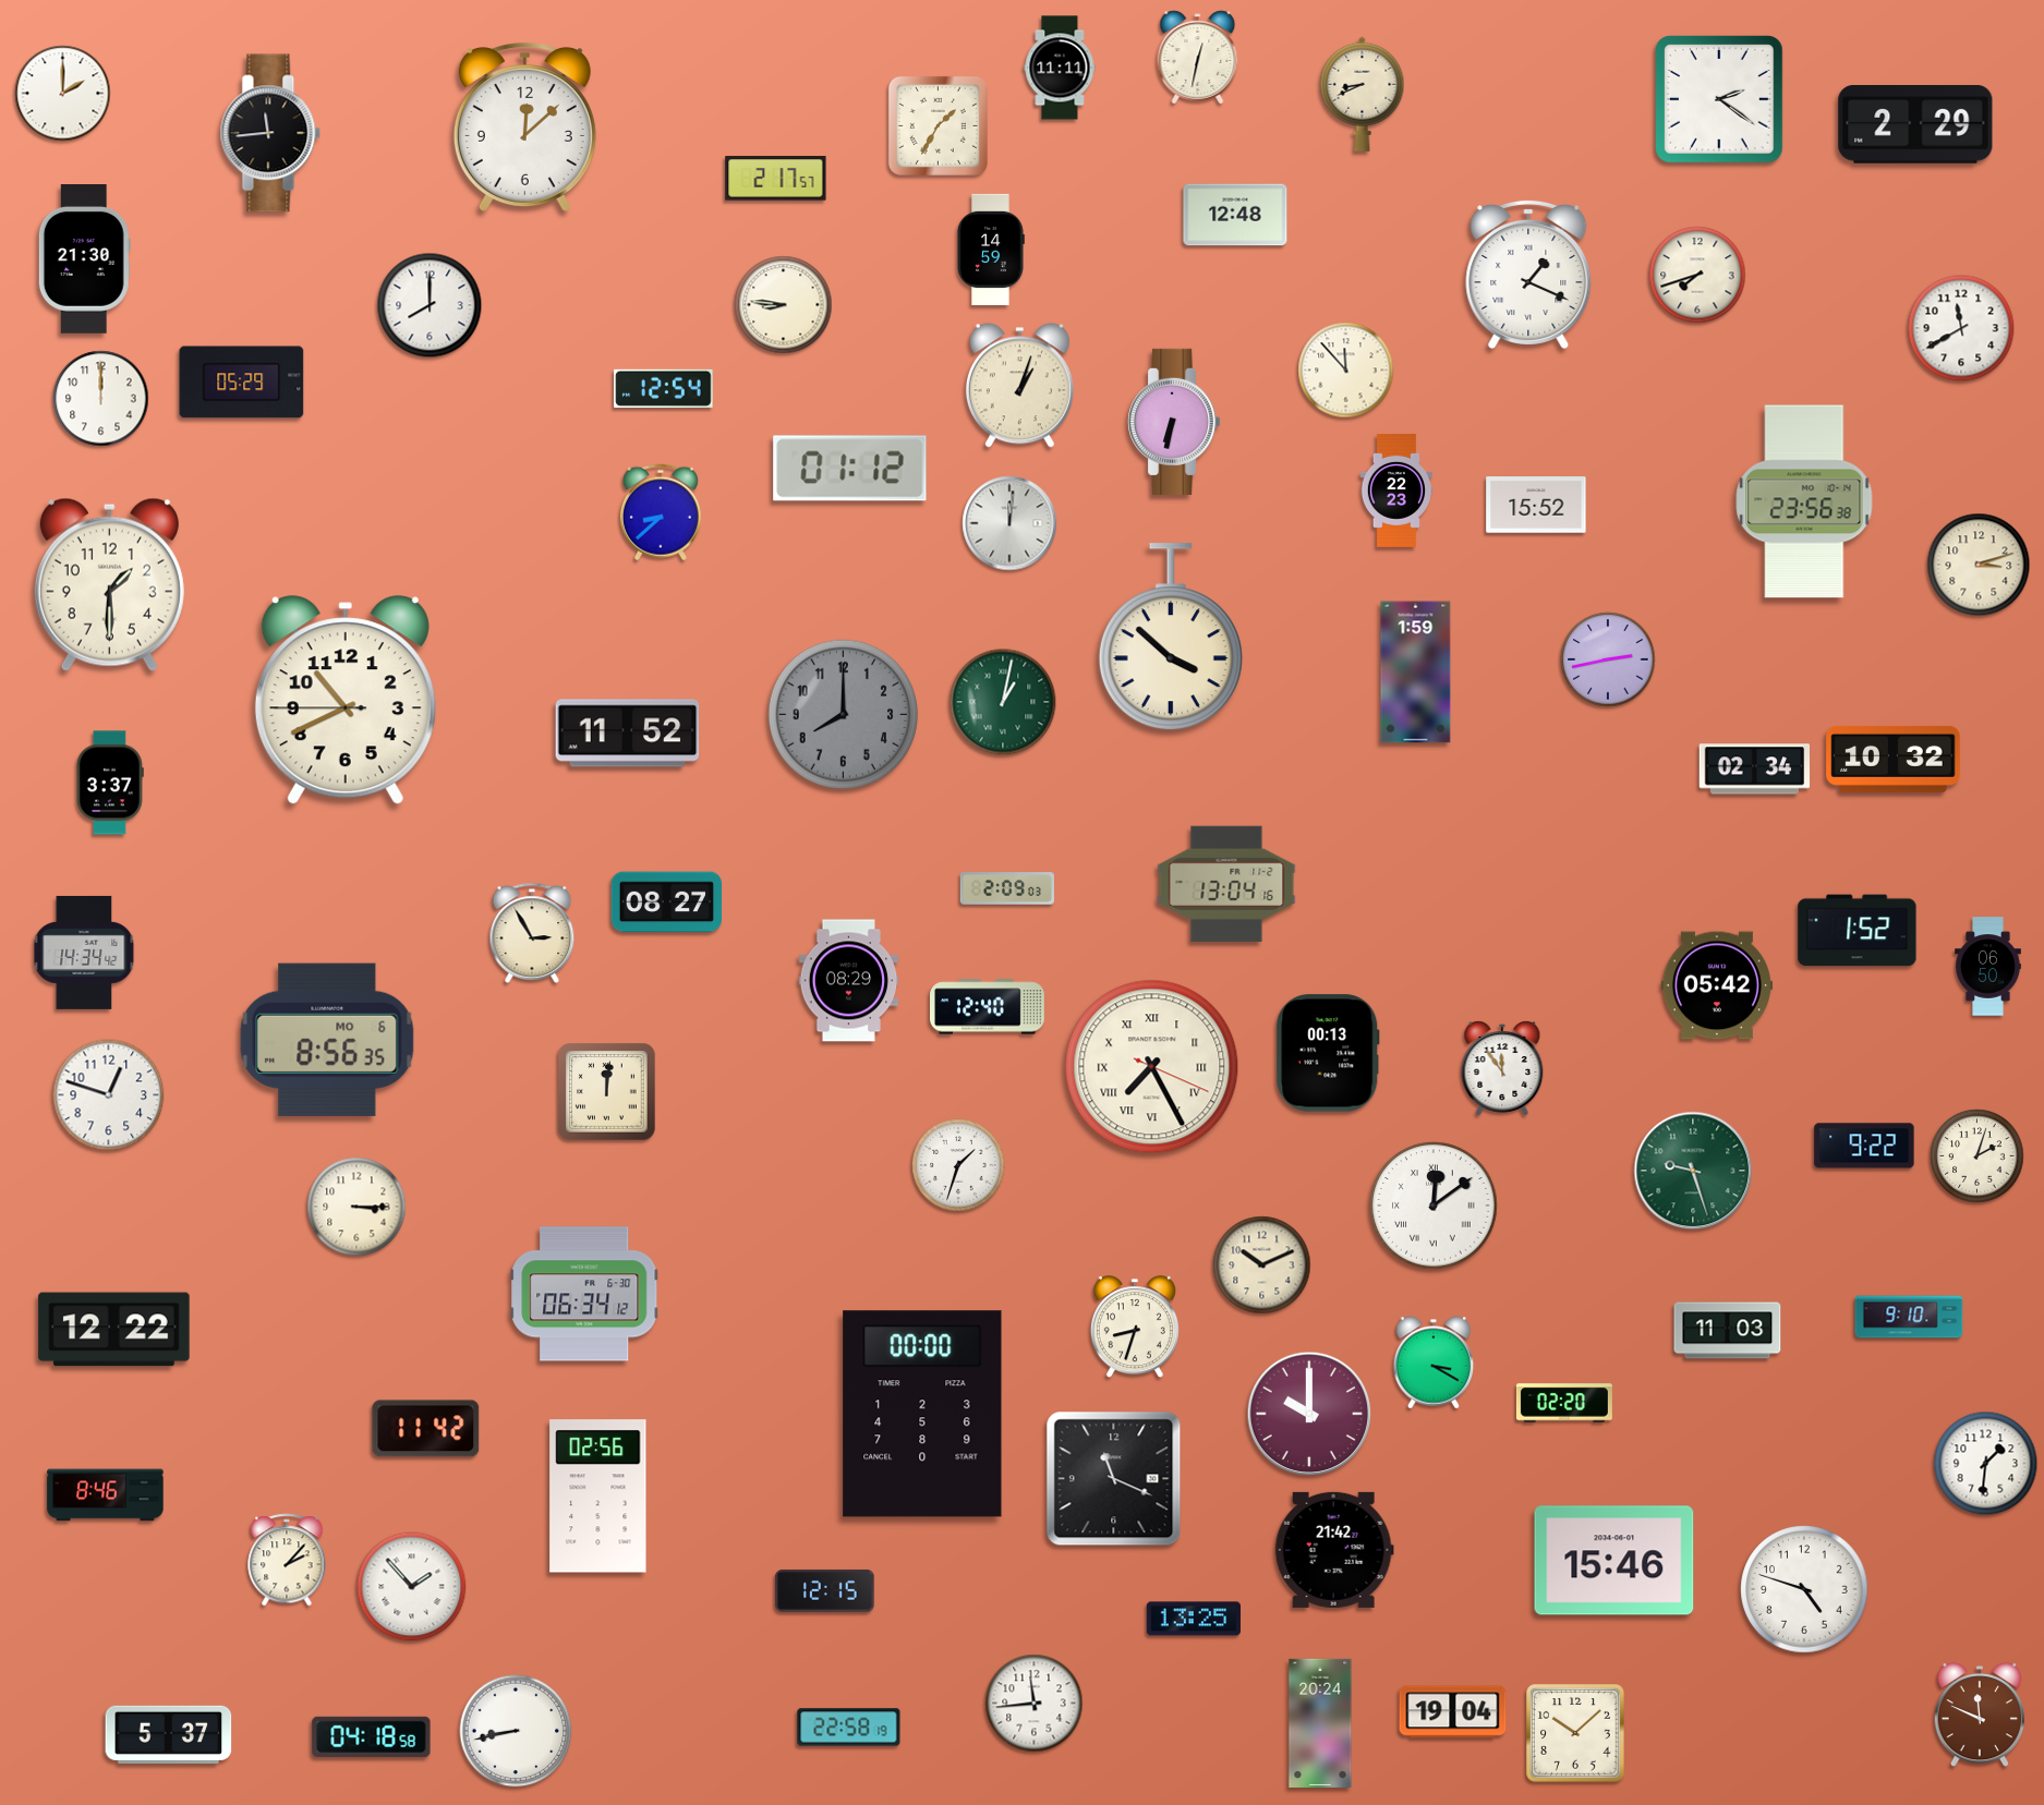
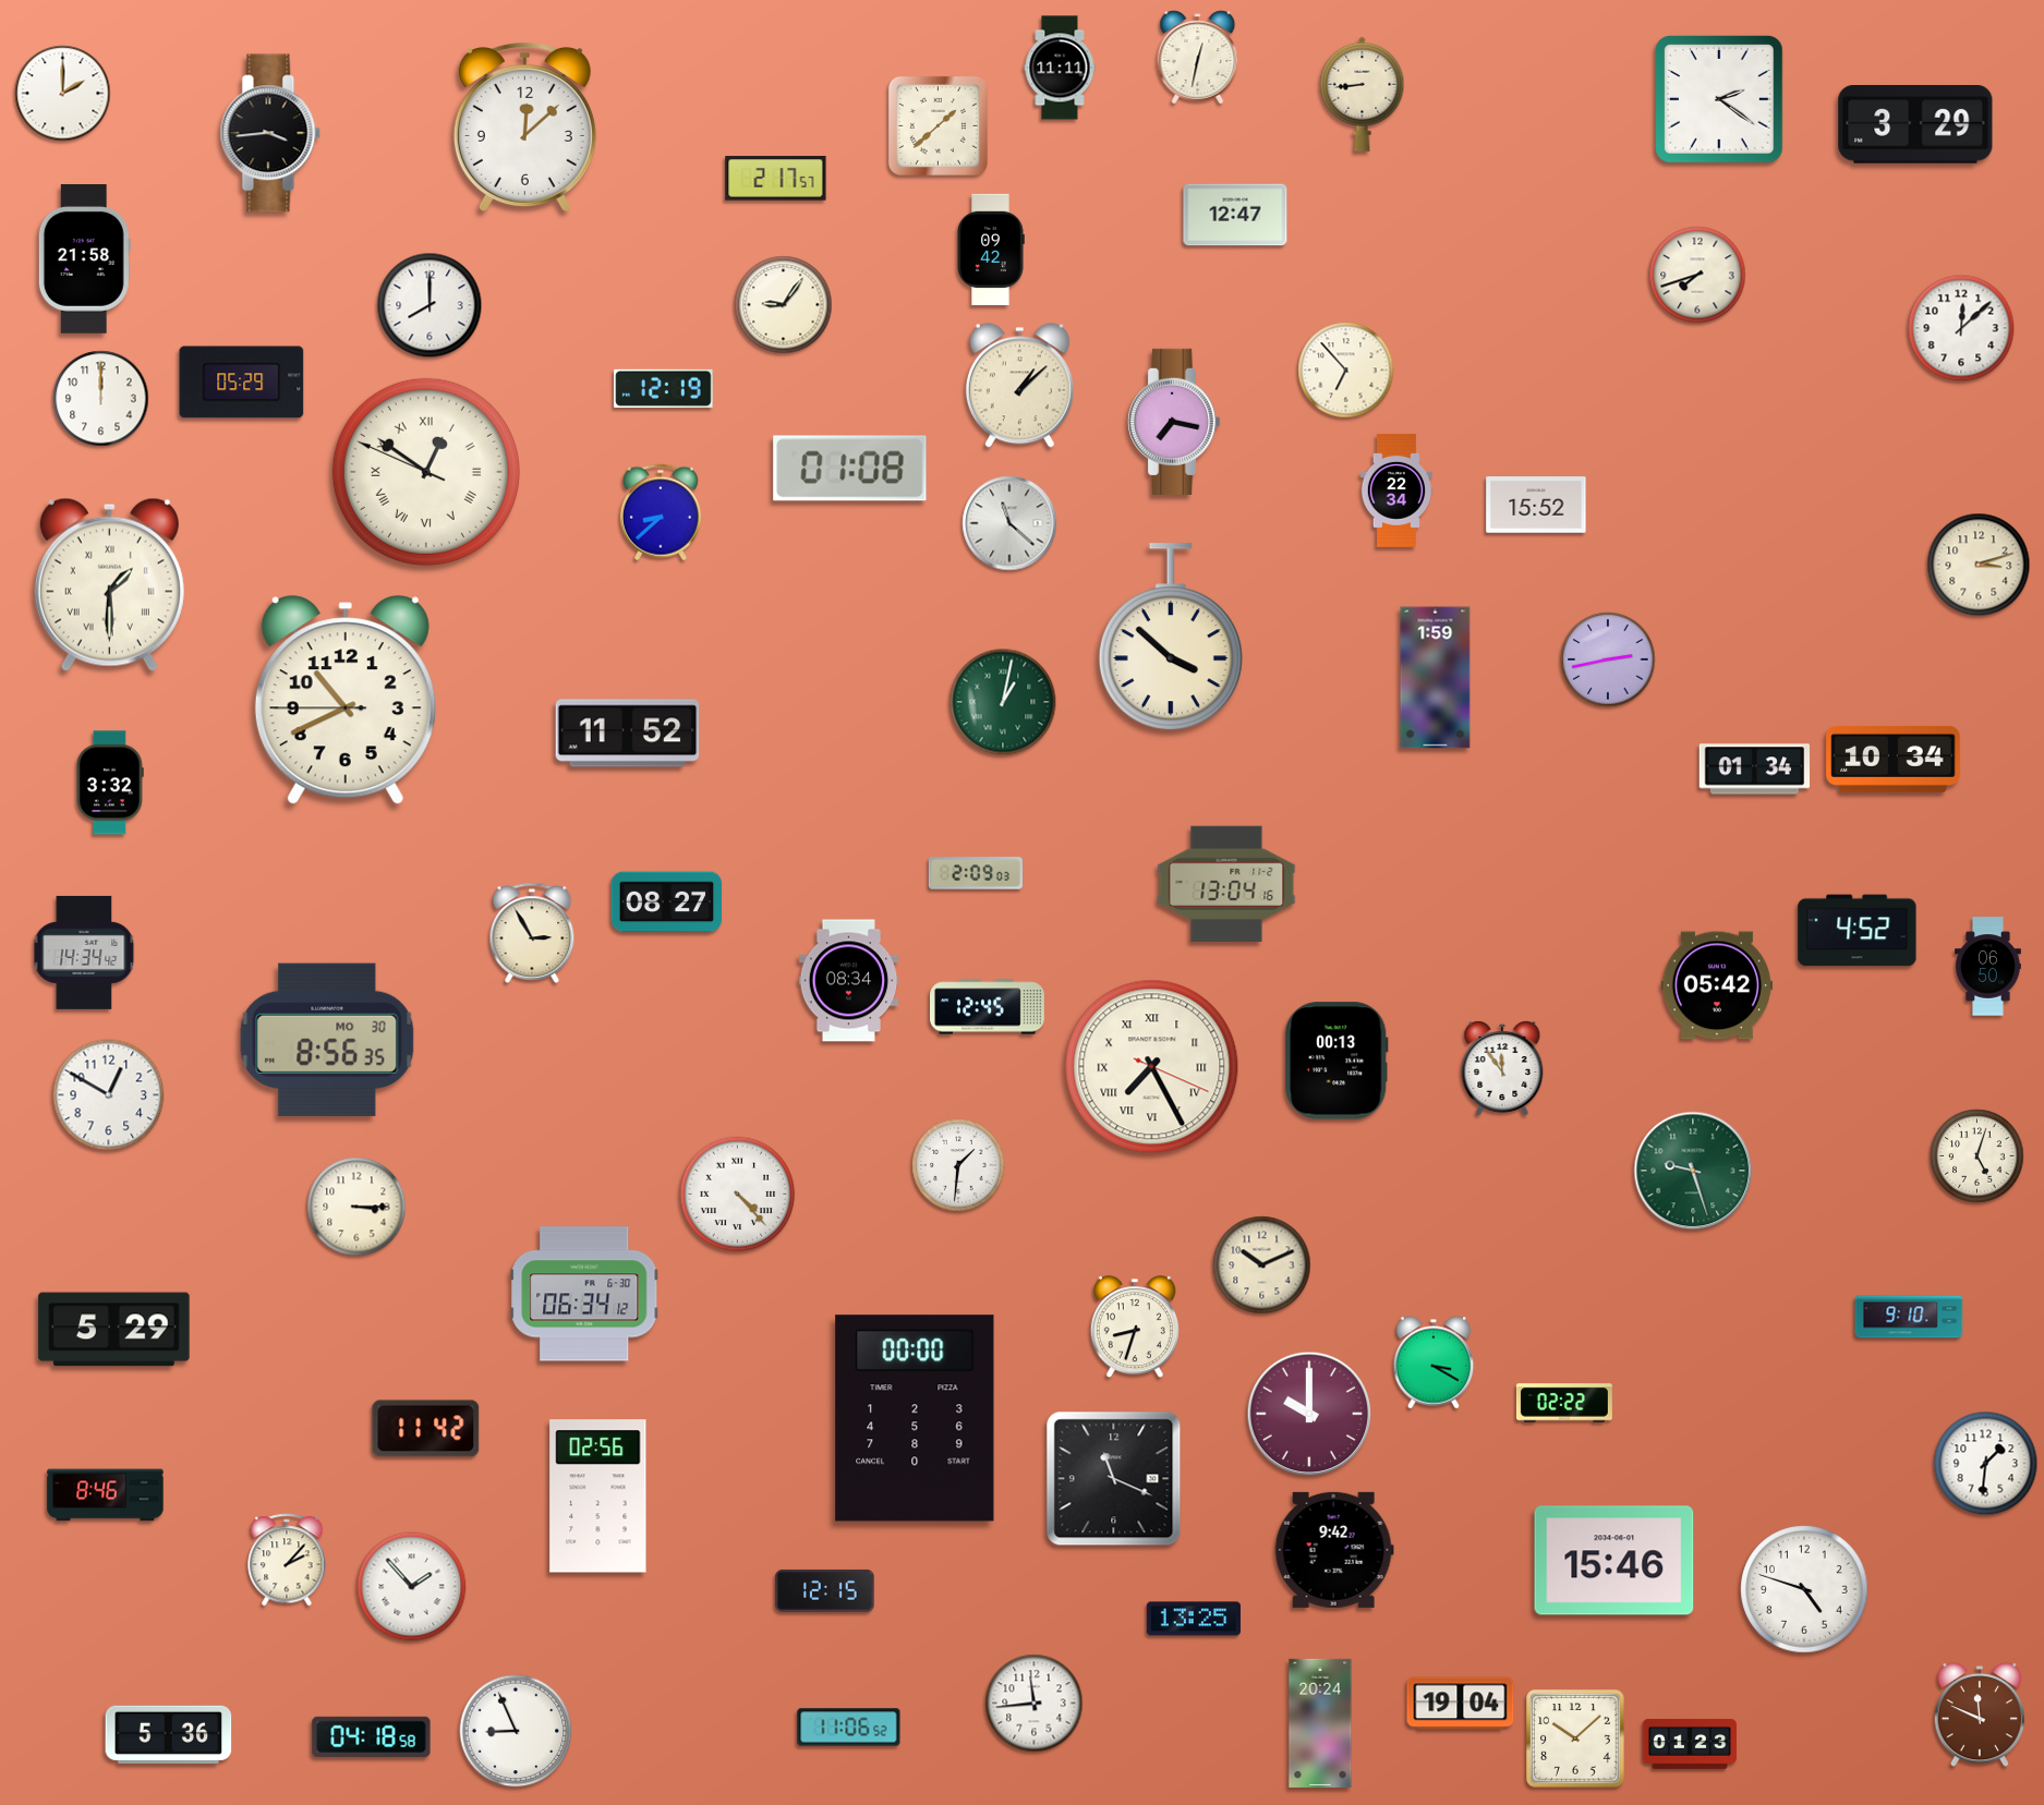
clock at (1363, 94): 8:41 -> 8:44
clock at (938, 125): 1:35 -> 1:38
clock at (1915, 125): 2:29 -> 3:29
clock at (270, 133): 11:44 -> 3:44
clock at (1235, 215): 12:48 -> 12:47
clock at (991, 250): 14:59 -> 09:42
clock at (84, 259): 21:30 -> 21:58
clock at (1528, 274): 1:19 -> none
clock at (784, 305): 8:46 -> 9:06
clock at (1961, 328): 11:40 -> 12:08
clock at (1346, 371): 11:53 -> 6:53
clock at (1019, 386): 1:03 -> 1:08
clock at (664, 388): 12:54 -> 12:19
clock at (1175, 422): 6:32 -> 7:17
clock at (850, 469): 01:12 -> 01:08
clock at (426, 472): none -> 12:50
clock at (1396, 490): 22:23 -> 22:34
clock at (1804, 501): 23:56 -> none
clock at (1009, 523): 12:01 -> 11:22
clock at (109, 584) numerals: Arabic -> Roman
clock at (1416, 673) position: (1416, 673) -> (1436, 678)
clock at (843, 714): 8:00 -> none
clock at (1894, 759): 10:32 -> 10:34
clock at (1754, 770): 02:34 -> 01:34
clock at (111, 783): 3:37 -> 3:32
clock at (1007, 888) position: (1007, 888) -> (976, 873)
clock at (1858, 931): 1:52 -> 4:52
clock at (849, 981): 08:29 -> 08:34
clock at (988, 1007): 12:40 -> 12:45
clock at (327, 1040) date: MO 6 -> MO 30
clock at (1329, 1053) position: (1329, 1053) -> (1338, 1061)
clock at (607, 1092): 12:01 -> none
clock at (109, 1095): 12:48 -> 12:50
clock at (1864, 1146): 9:22 -> none
clock at (1978, 1156): 2:03 -> 5:03
clock at (958, 1165): 1:33 -> 1:31
clock at (738, 1195): none -> 4:23
clock at (1434, 1206): 12:09 -> none
clock at (114, 1330): 12:22 -> 5:29
clock at (1728, 1331): 11:03 -> none
clock at (1564, 1403): 02:20 -> 02:22
clock at (922, 1414) position: (922, 1414) -> (915, 1418)
clock at (1334, 1550): 21:42 -> 9:42
clock at (1453, 1712) position: (1453, 1712) -> (1461, 1704)
clock at (849, 1728): 22:58 -> 11:06
clock at (516, 1731): 8:43 -> 8:56
clock at (1575, 1733) position: (1575, 1733) -> (1575, 1739)
clock at (169, 1734): 5:37 -> 5:36
clock at (1690, 1744): none -> 01:23
